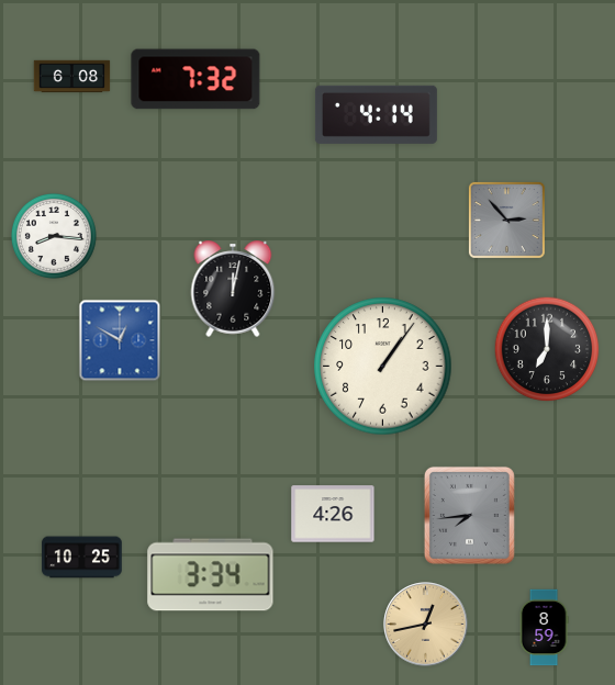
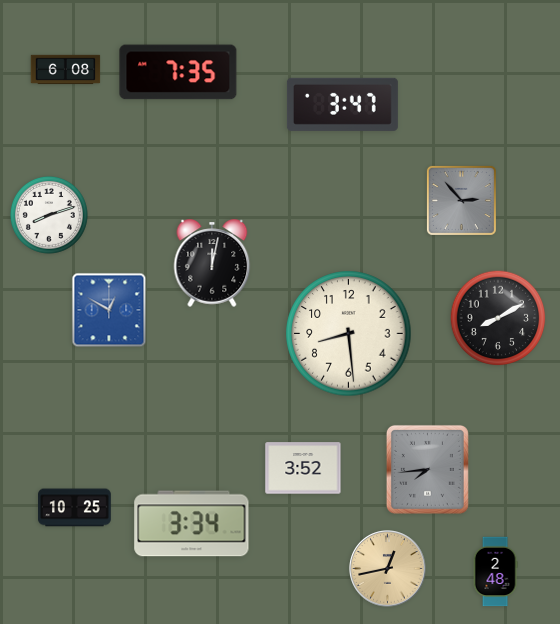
clock at (195, 79): 7:32 -> 7:35
clock at (376, 114): 4:14 -> 3:47
clock at (54, 236): 8:16 -> 8:12
clock at (547, 349): 7:00 -> 8:10
clock at (383, 367): 1:06 -> 8:29
clock at (333, 514): 4:26 -> 3:52
clock at (544, 628): 8:59 -> 2:48
